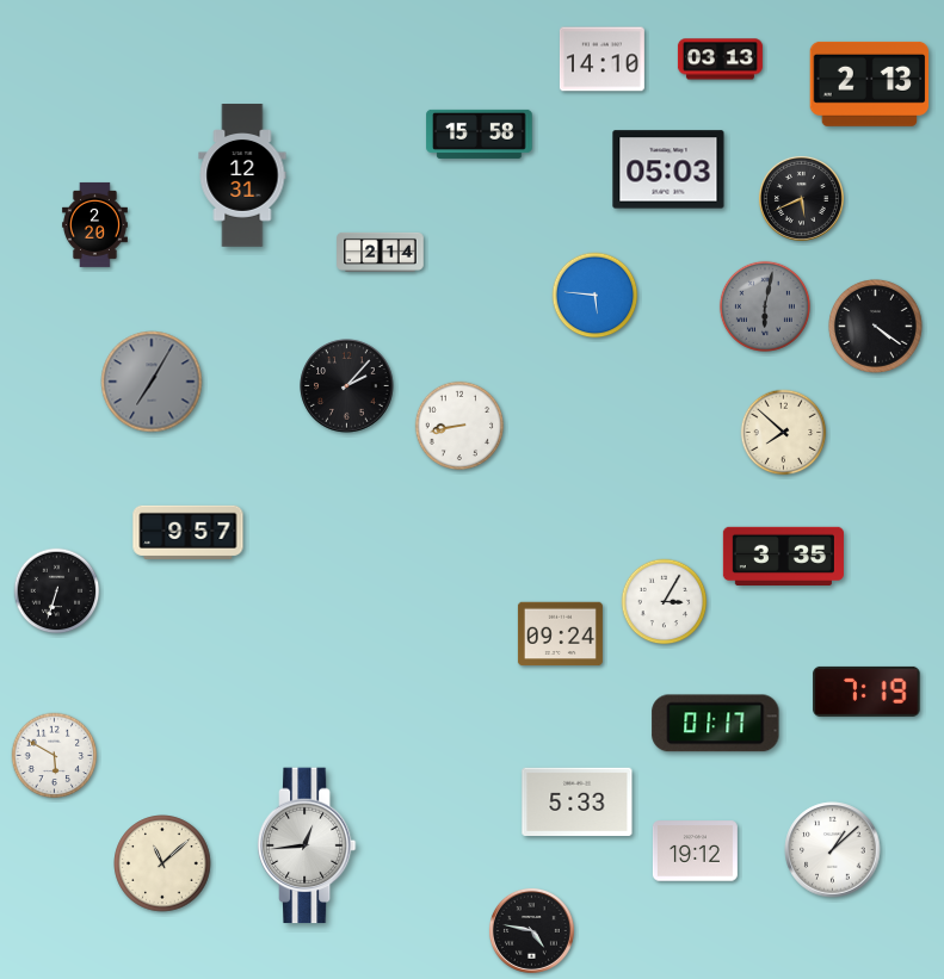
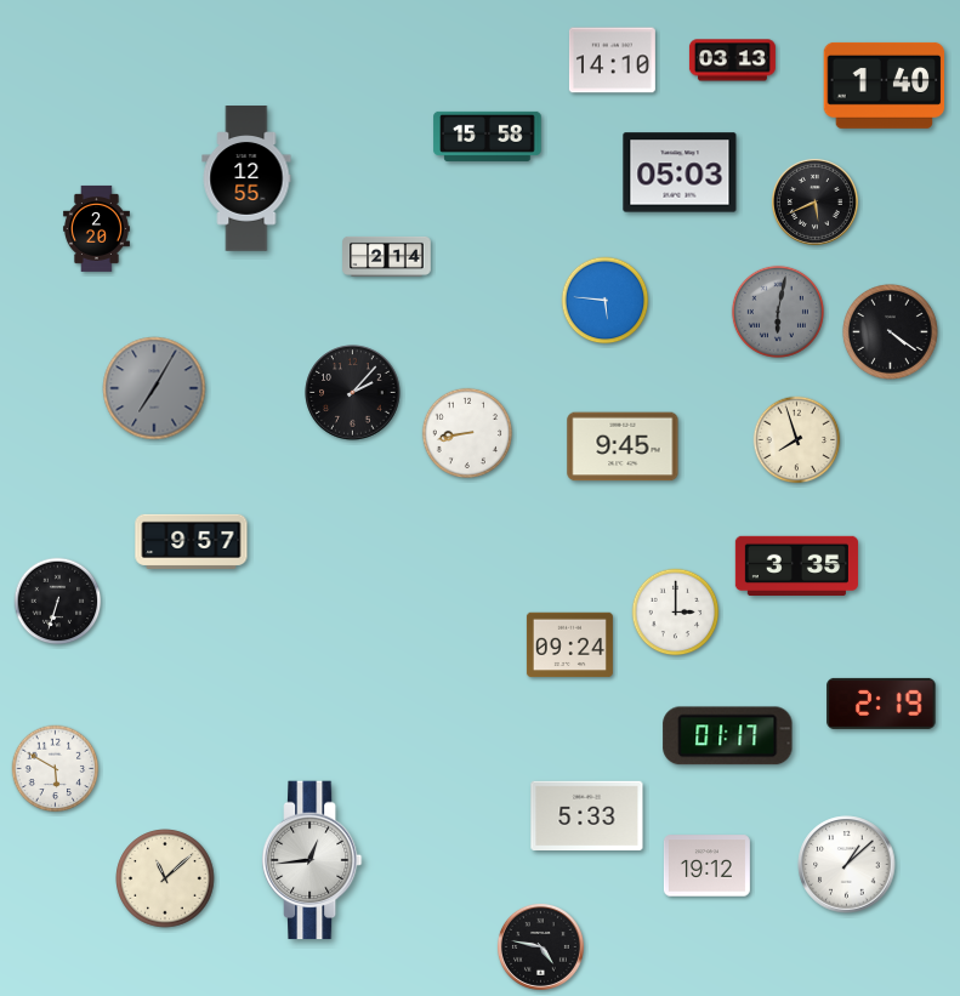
clock at (870, 83): 2:13 -> 1:40
clock at (242, 175): 12:31 -> 12:55
clock at (784, 433): 7:52 -> 7:57
clock at (623, 446): none -> 9:45
clock at (665, 602): 3:05 -> 3:00
clock at (866, 692): 7:19 -> 2:19
